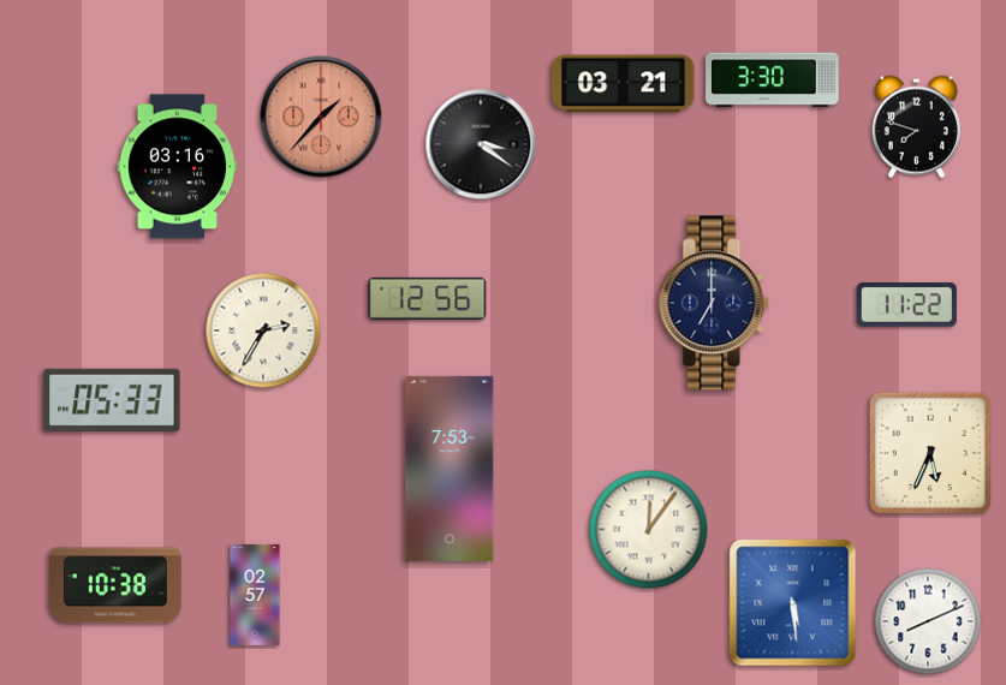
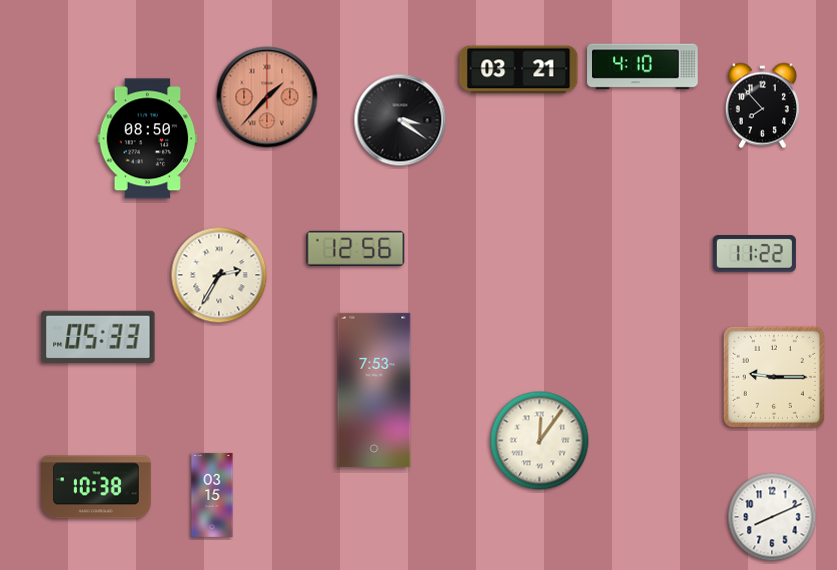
clock at (773, 81): 3:30 -> 4:10
clock at (916, 127): 7:48 -> 7:53
clock at (178, 167): 03:16 -> 08:50
clock at (714, 303): 7:00 -> none
clock at (112, 399) position: (112, 399) -> (98, 336)
clock at (930, 453): 5:34 -> 9:15
clock at (255, 595): 02:57 -> 03:15
clock at (793, 603): 5:29 -> none
